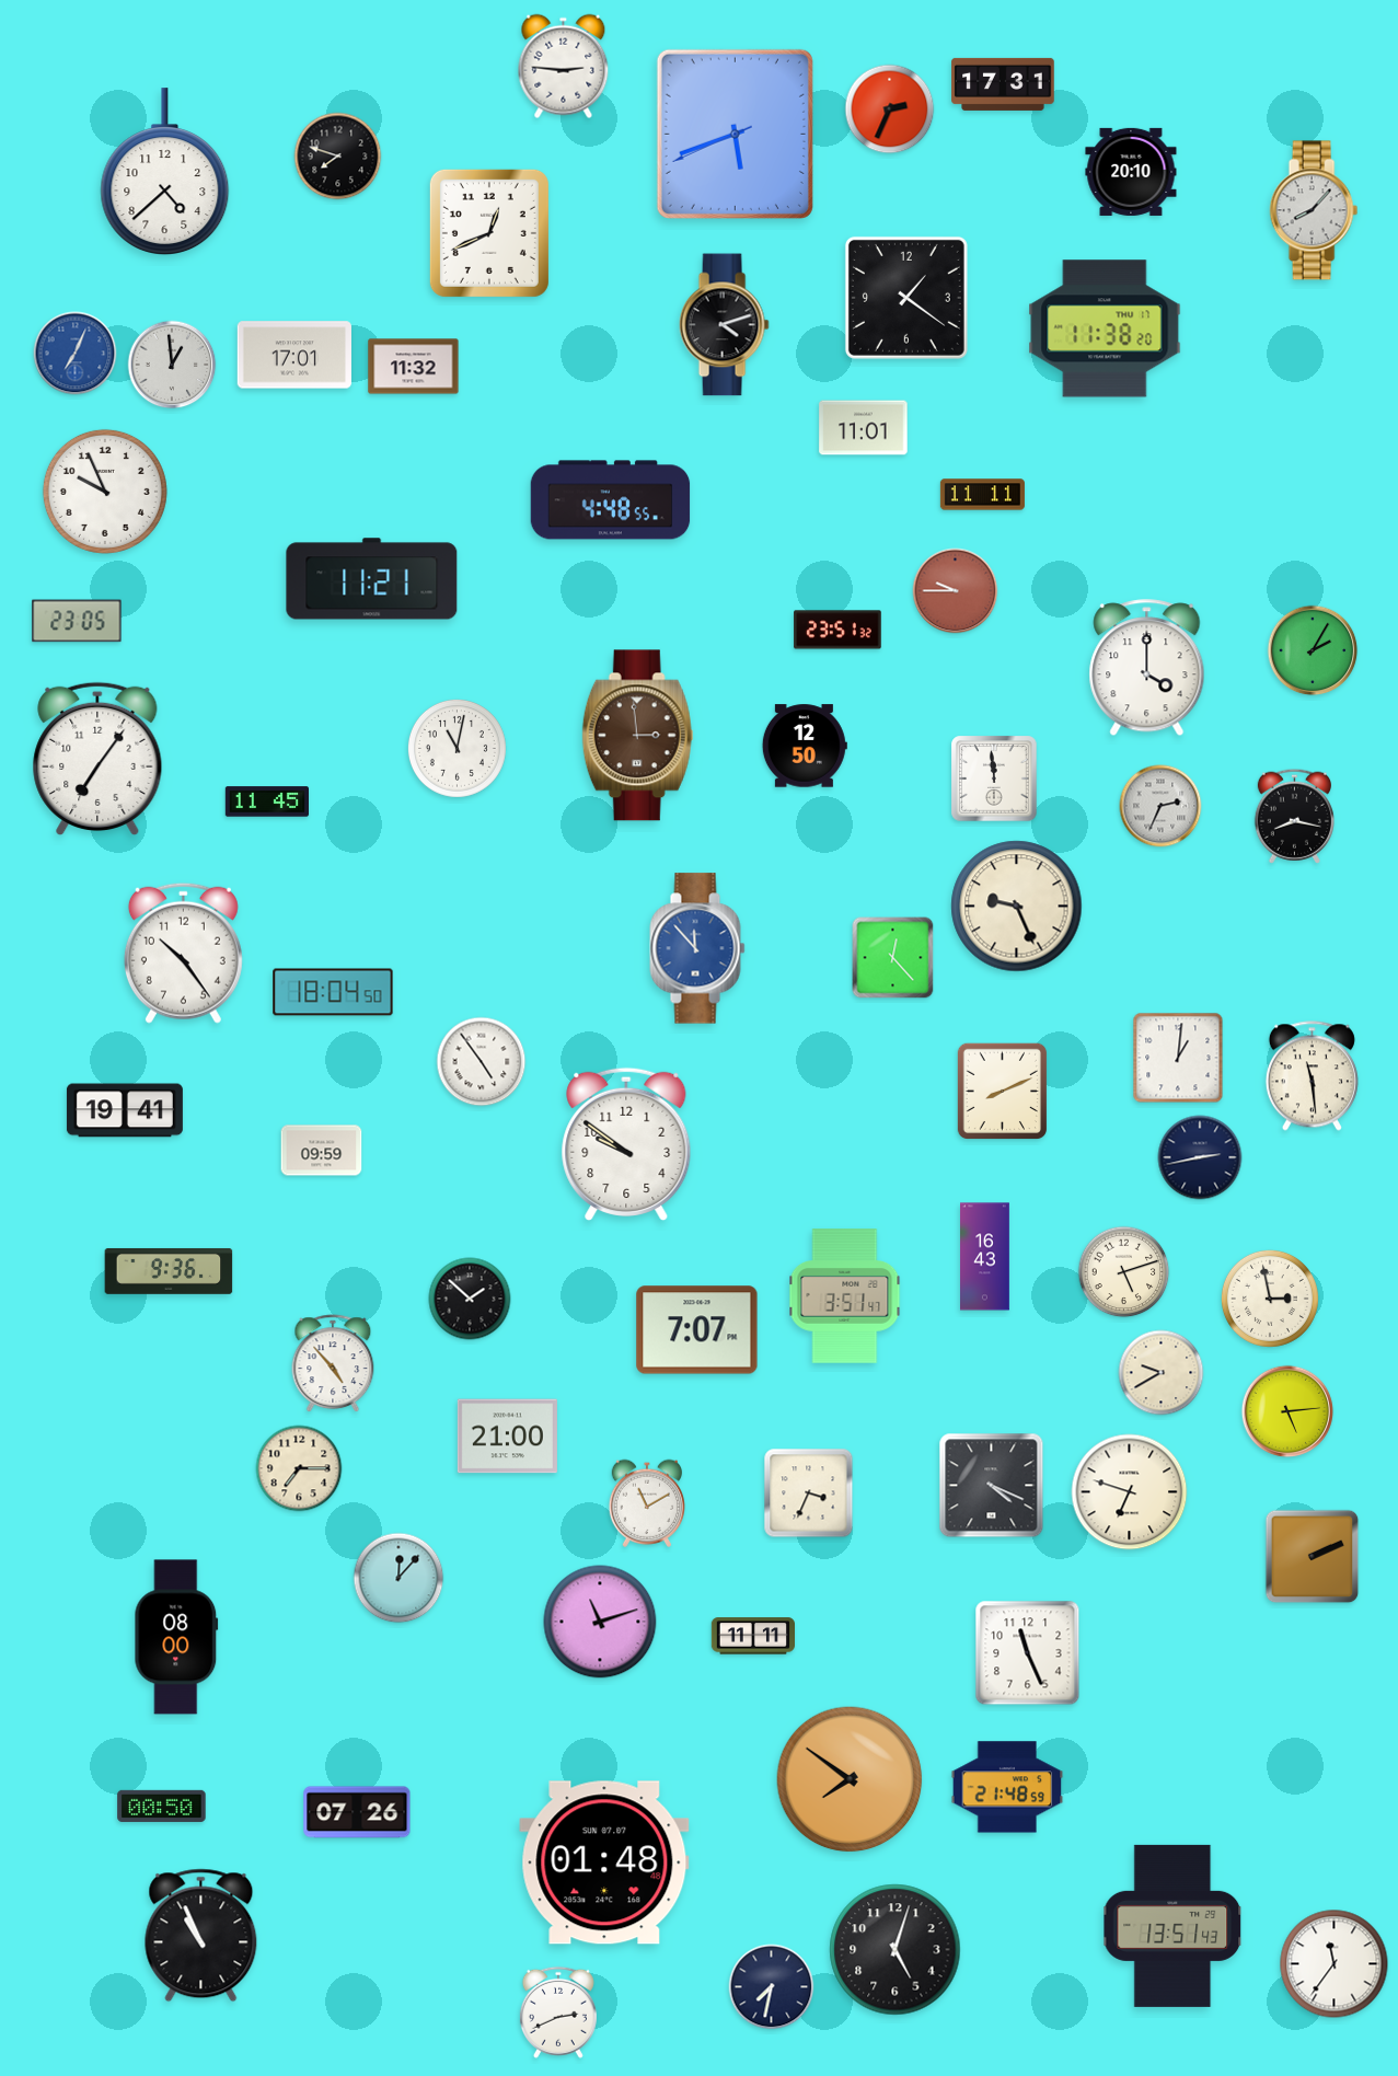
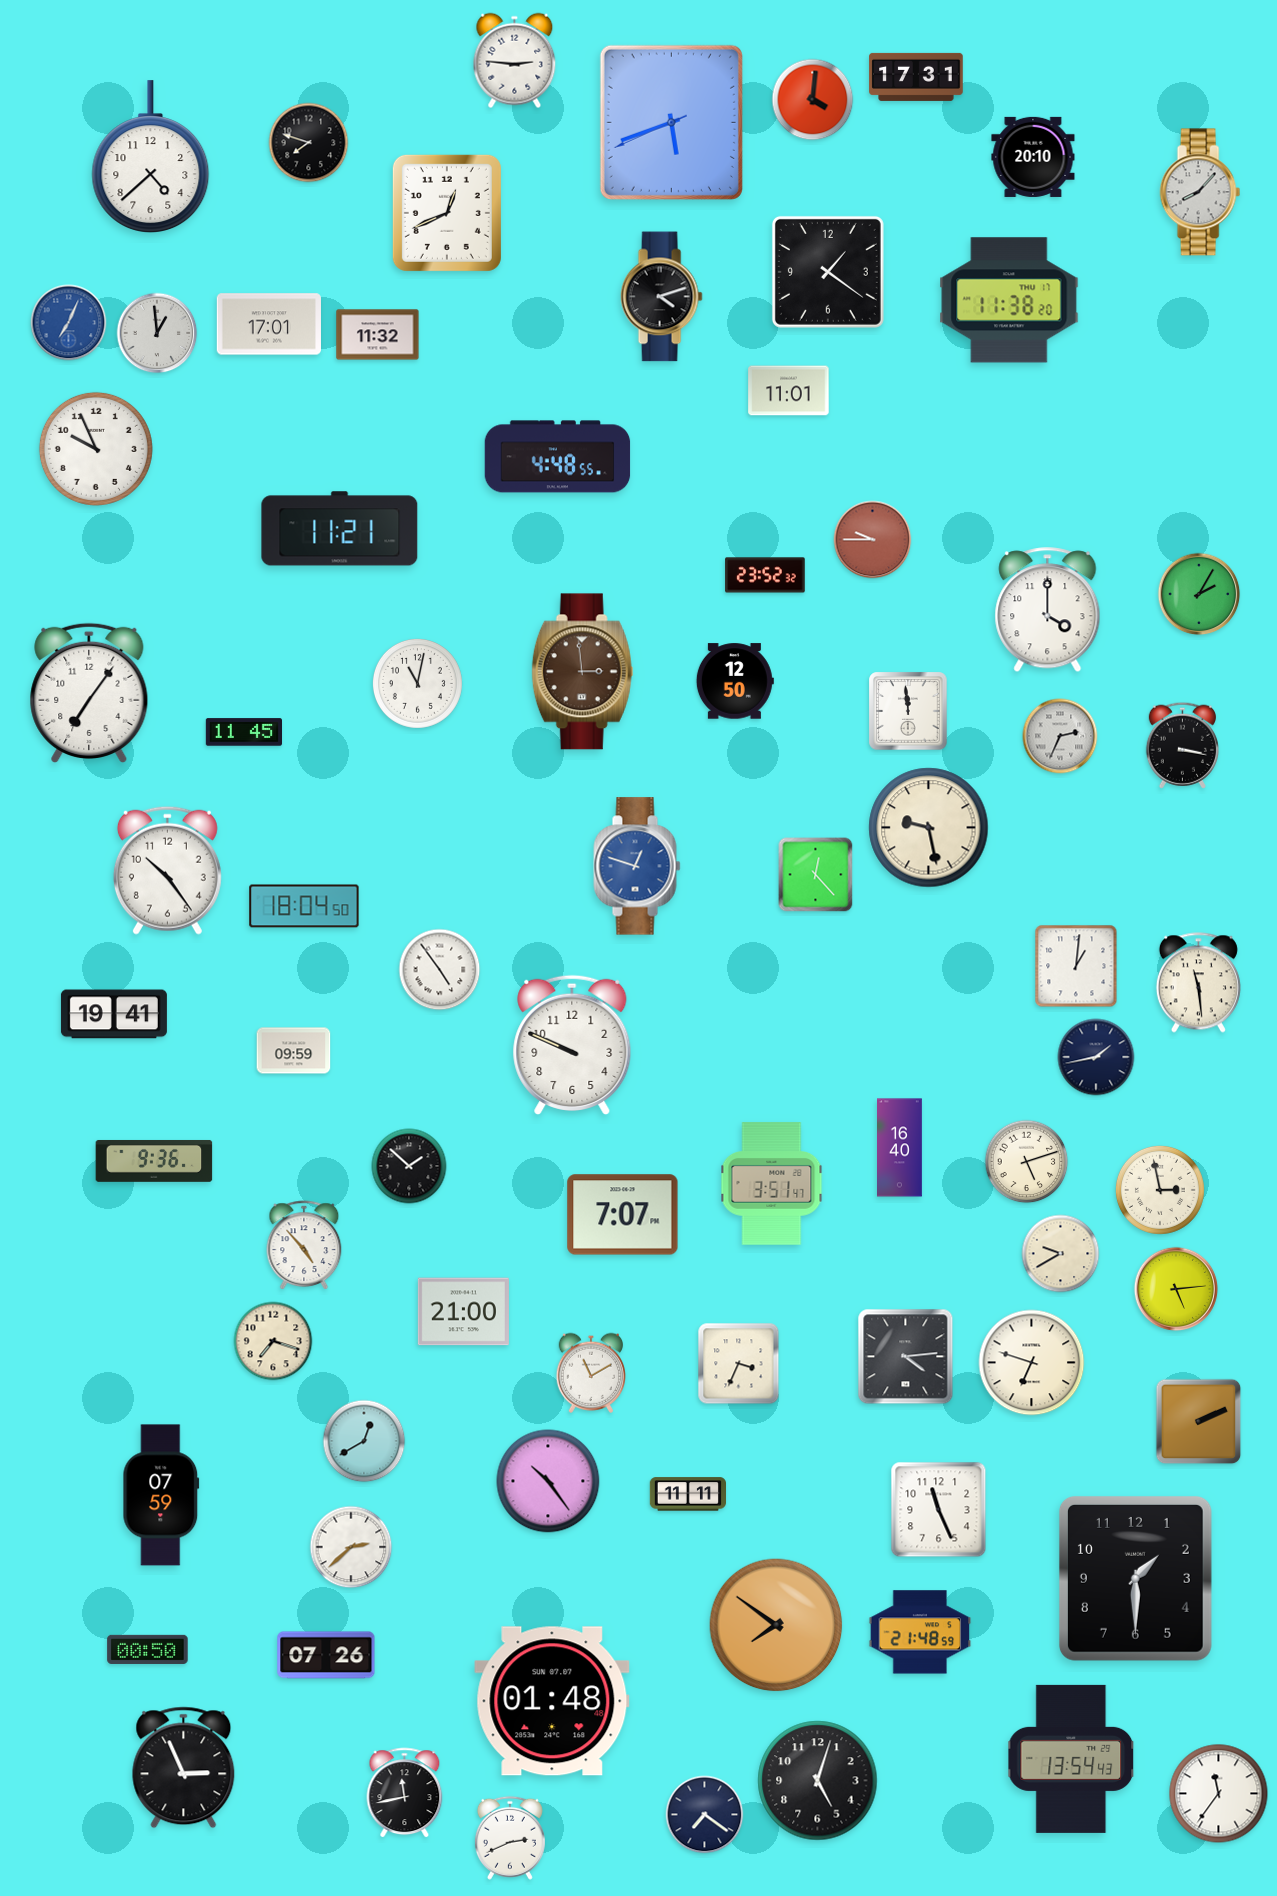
clock at (890, 109): 2:34 -> 4:01
clock at (982, 495): 11:11 -> none
clock at (77, 621): 23:05 -> none
clock at (837, 630): 23:51 -> 23:52
clock at (1294, 816): 8:17 -> 3:17
clock at (1017, 907): 9:26 -> 9:28
clock at (697, 948): 11:53 -> 12:48
clock at (1002, 1091): 8:11 -> none
clock at (626, 1143): 9:51 -> 9:49
clock at (1200, 1157): 2:43 -> 1:43
clock at (985, 1257): 16:43 -> 16:40
clock at (470, 1299) position: (470, 1299) -> (409, 1166)
clock at (1270, 1299) position: (1270, 1299) -> (1160, 1190)
clock at (697, 1330) position: (697, 1330) -> (623, 1215)
clock at (299, 1468): 7:15 -> 7:18
clock at (992, 1486): 4:19 -> 4:14
clock at (398, 1578): 12:07 -> 12:40
clock at (600, 1622): 11:12 -> 10:24
clock at (176, 1637): 08:00 -> 07:59
clock at (351, 1547): none -> 2:38
clock at (1135, 1578): none -> 1:30
clock at (1174, 1926): 13:51 -> 13:54
clock at (201, 1936): 10:56 -> 2:56
clock at (405, 1793): none -> 11:43
clock at (772, 1987): 7:32 -> 7:21
